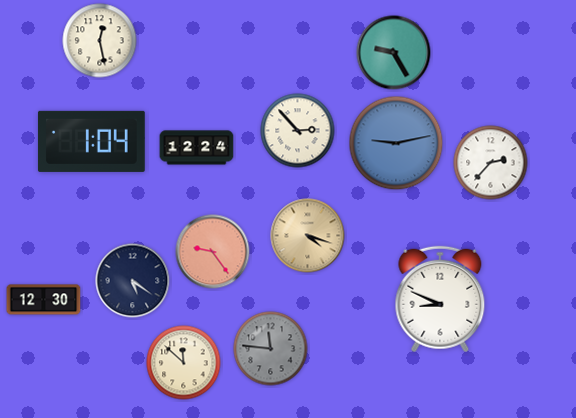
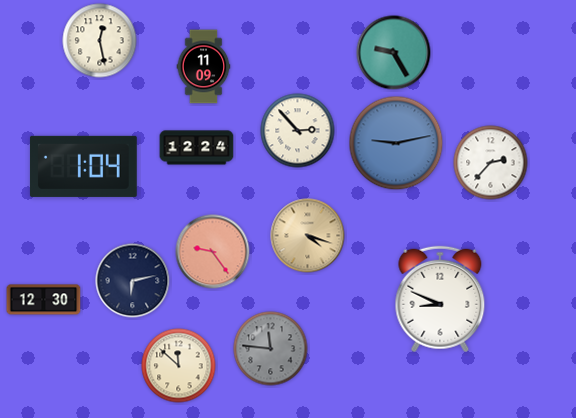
clock at (204, 67): none -> 11:09
clock at (91, 141) position: (91, 141) -> (83, 166)
clock at (133, 281): 5:21 -> 6:13
clock at (184, 363) position: (184, 363) -> (179, 366)
